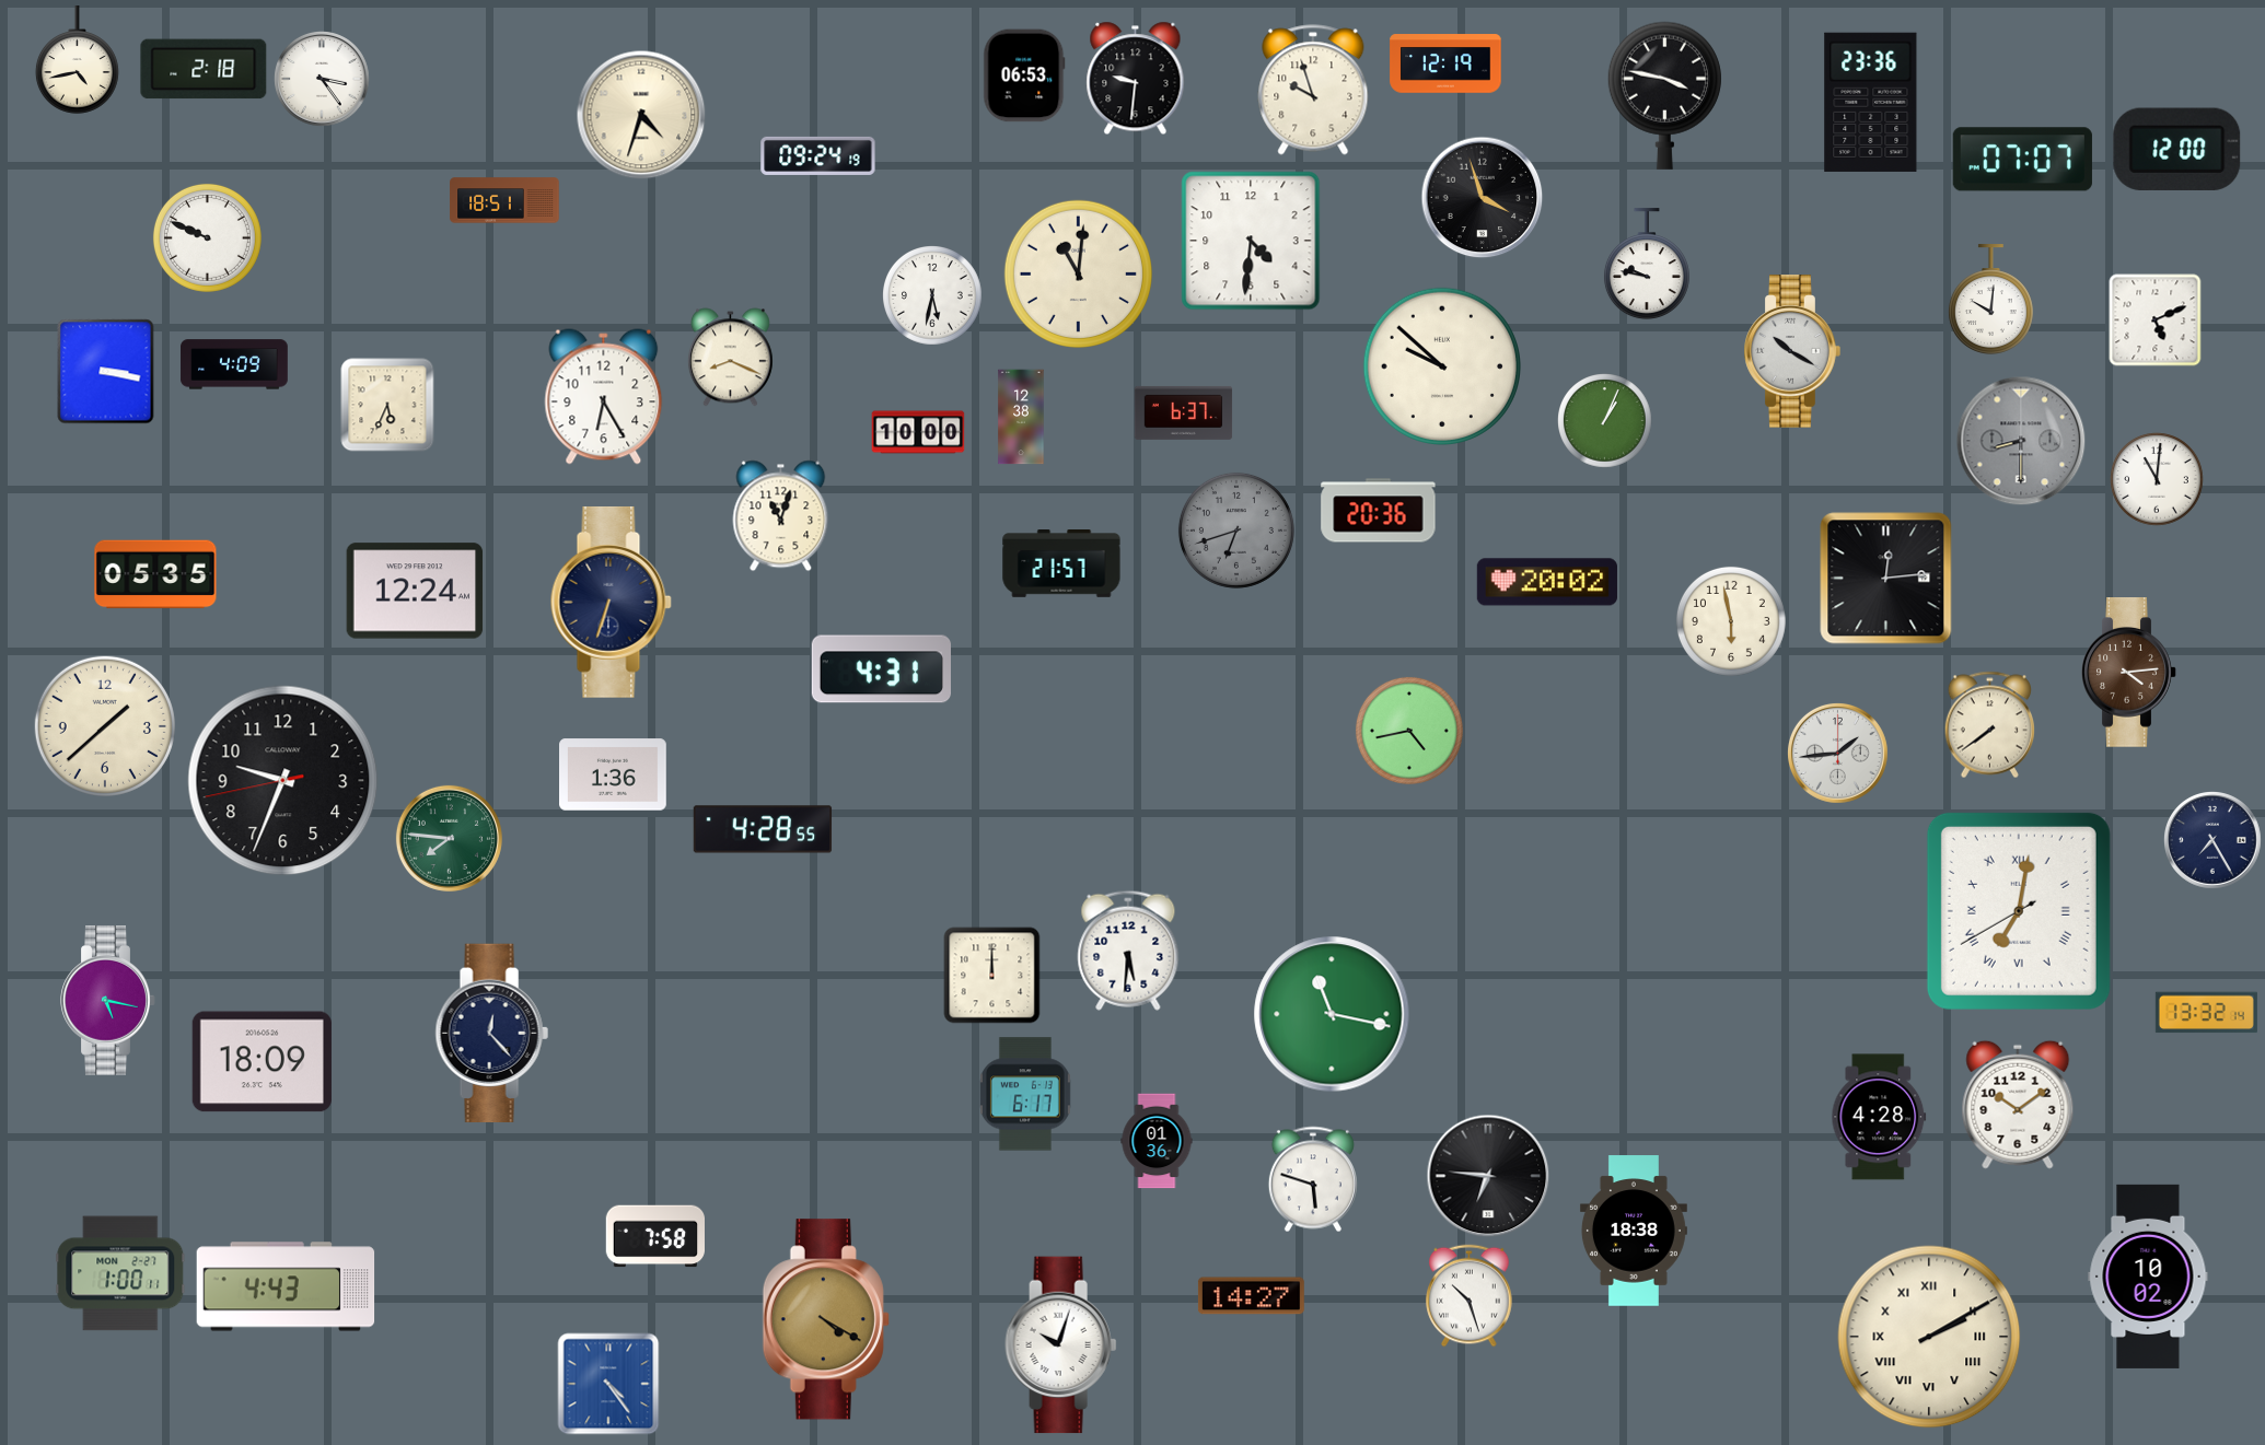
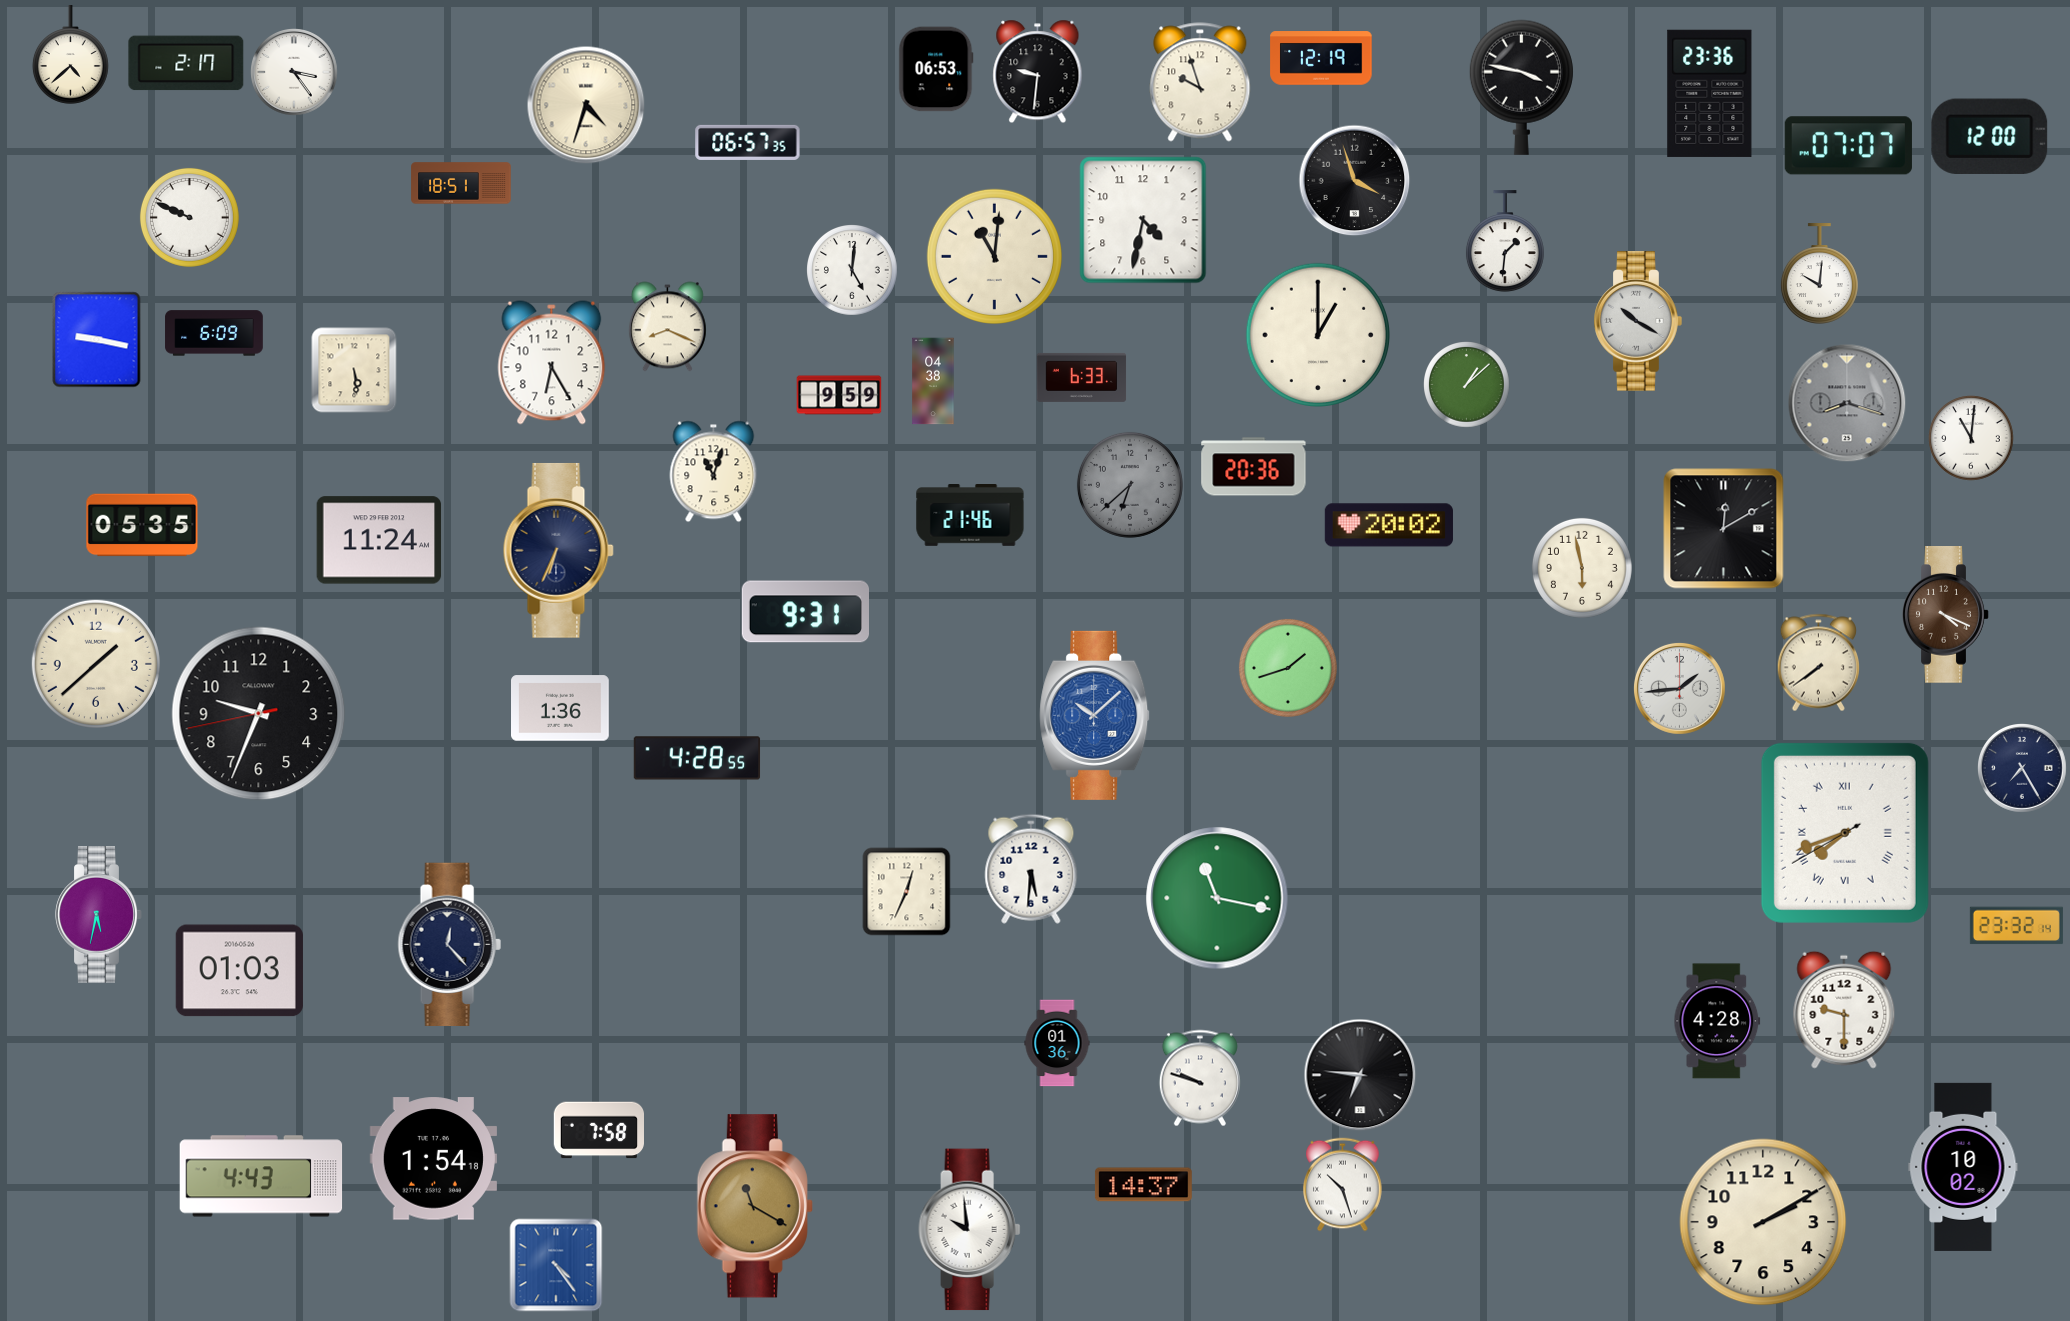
clock at (77, 60): 4:43 -> 4:38
clock at (204, 69): 2:18 -> 2:17
clock at (818, 155): 09:24 -> 06:57
clock at (1251, 241): 4:31 -> 4:32
clock at (1647, 265): 9:47 -> 1:31
clock at (1078, 273) position: (1078, 273) -> (994, 256)
clock at (933, 296): 5:32 -> 5:01
clock at (2156, 321): 5:11 -> none
clock at (234, 364): 4:09 -> 6:09
clock at (1441, 365): 9:52 -> 1:00
clock at (106, 372): 3:17 -> 9:17
clock at (387, 405): 5:34 -> 5:29
clock at (1184, 412): 6:37 -> 6:33
clock at (1021, 417): 12:38 -> 04:38
clock at (1605, 421): 1:04 -> 1:08
clock at (918, 432): 10:00 -> 9:59
clock at (2021, 441): 8:30 -> 8:18
clock at (1379, 511) position: (1379, 511) -> (1254, 467)
clock at (1236, 531): 6:42 -> 6:38
clock at (1061, 563): 21:57 -> 21:46
clock at (1886, 579): 12:14 -> 12:10
clock at (1547, 582) position: (1547, 582) -> (1389, 525)
clock at (415, 591): 12:24 -> 11:24
clock at (611, 602): 6:33 -> 6:34
clock at (881, 669): 4:31 -> 9:31
clock at (2129, 673): 4:14 -> 4:19
clock at (1409, 731): 4:43 -> 1:42
clock at (1095, 715): none -> 10:08
clock at (449, 838): 7:46 -> none
clock at (2019, 911): 7:01 -> 7:41
clock at (992, 976): 12:00 -> 12:34
clock at (108, 1001): 5:17 -> 5:32
clock at (2206, 1013): 13:32 -> 23:32
clock at (1332, 1014) position: (1332, 1014) -> (1217, 898)
clock at (262, 1062): 18:09 -> 01:03
clock at (1025, 1094): 6:17 -> none
clock at (2018, 1105): 10:09 -> 9:30
clock at (1313, 1179): 5:48 -> 9:48
clock at (1634, 1231): 18:38 -> none
clock at (433, 1159): none -> 1:54
clock at (120, 1273): 1:00 -> none
clock at (1251, 1296): 14:27 -> 14:37
clock at (826, 1319): 4:20 -> 11:20
clock at (1929, 1337) numerals: Roman -> Arabic
clock at (1061, 1345): 10:03 -> 9:59
